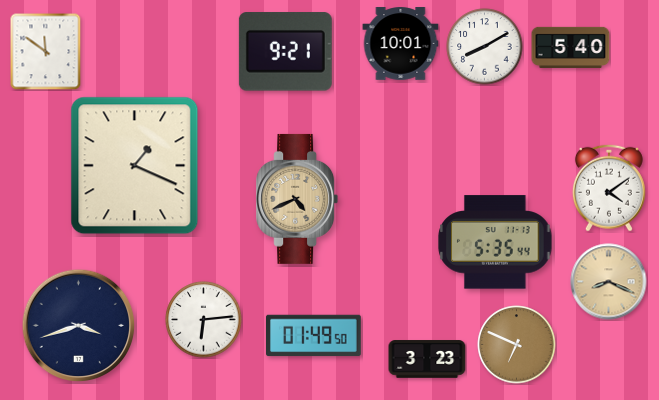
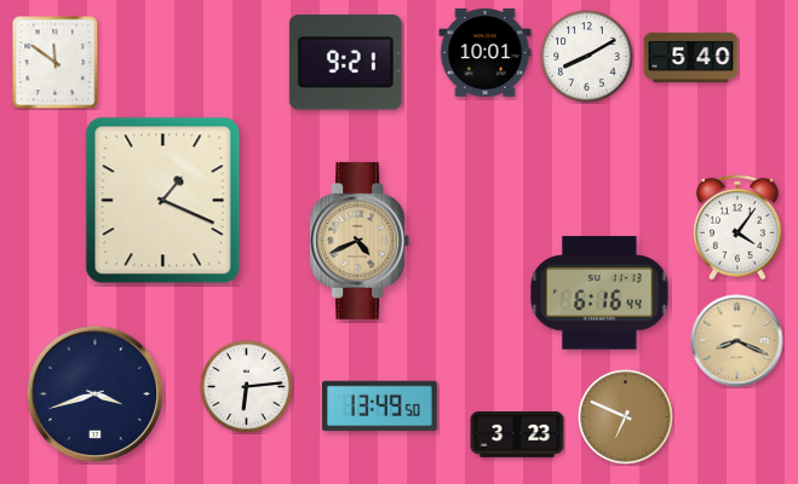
clock at (609, 188): 4:09 -> 4:06
clock at (495, 242): 5:35 -> 6:16
clock at (314, 336): 01:49 -> 13:49
